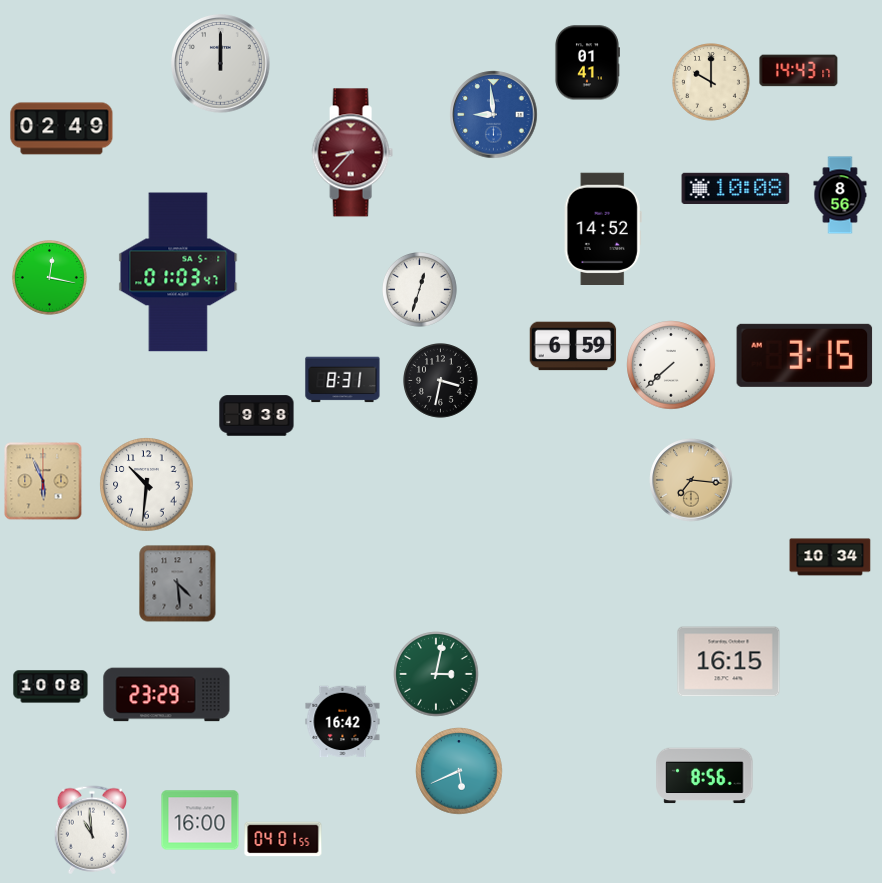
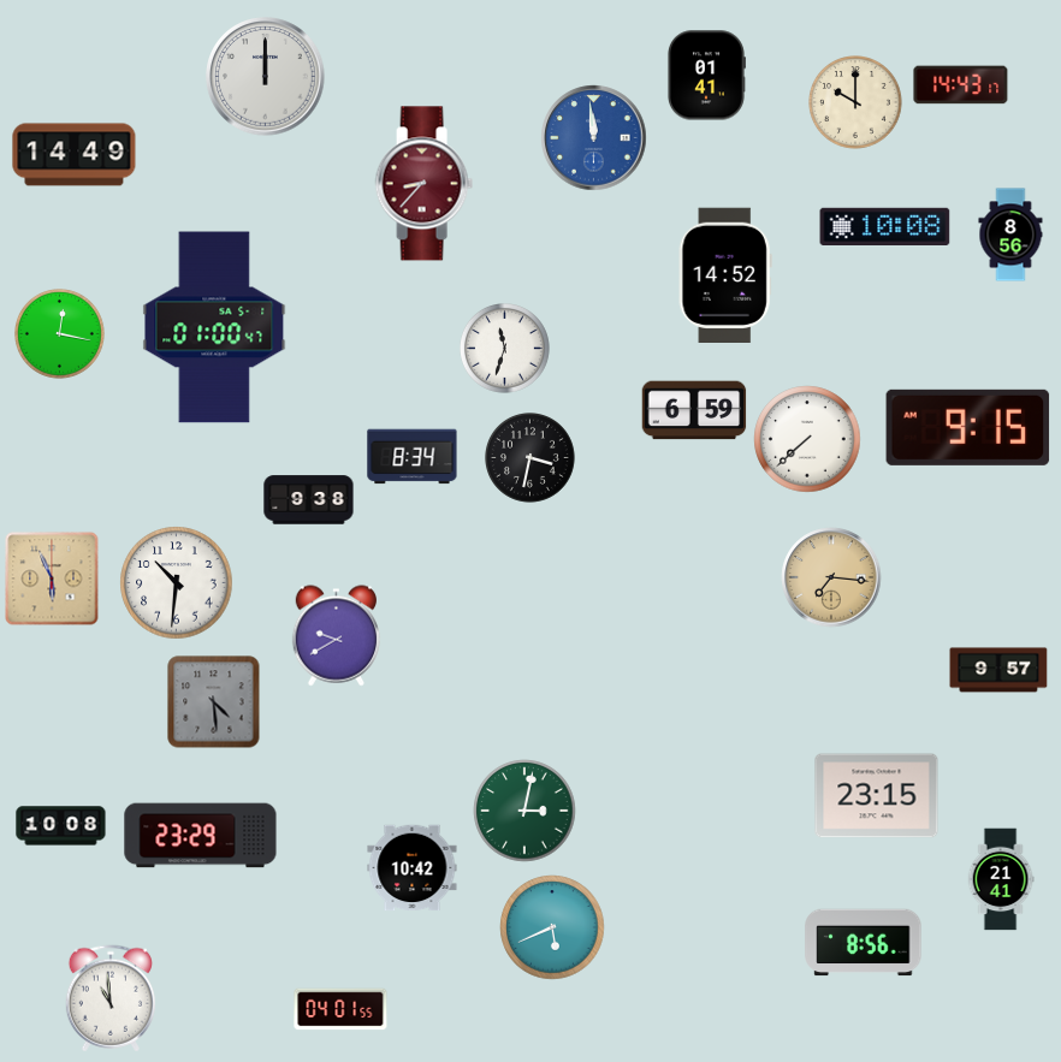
clock at (712, 83) position: (712, 83) -> (856, 103)
clock at (494, 115): 8:59 -> 11:59
clock at (62, 129): 02:49 -> 14:49
clock at (178, 272): 01:03 -> 01:00
clock at (420, 290): 12:33 -> 11:33
clock at (573, 346) position: (573, 346) -> (694, 410)
clock at (805, 355): 3:15 -> 9:15
clock at (343, 380): 8:31 -> 8:34
clock at (337, 636): none -> 9:40
clock at (830, 557): 10:34 -> 9:57
clock at (729, 662): 16:15 -> 23:15
clock at (343, 722): 16:42 -> 10:42
clock at (1001, 879): none -> 21:41
clock at (705, 776) position: (705, 776) -> (864, 943)
clock at (200, 820): 16:00 -> none
